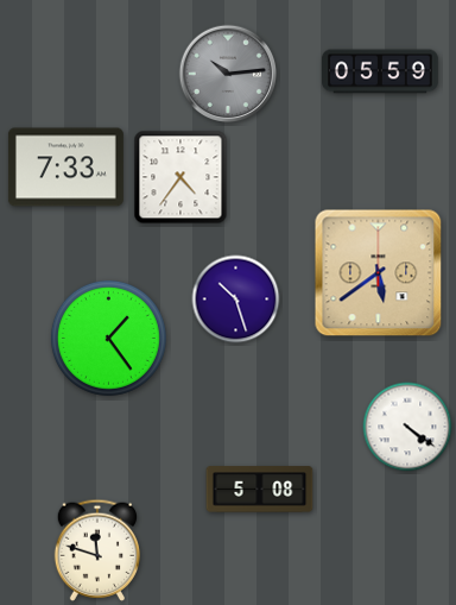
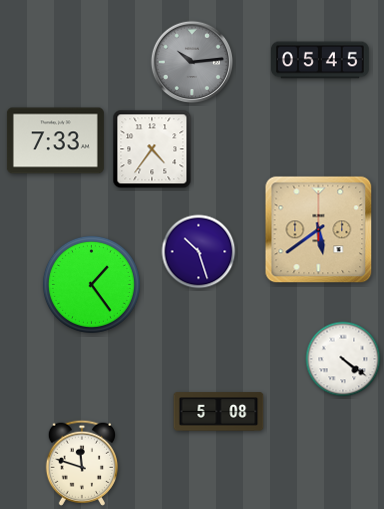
clock at (381, 71): 05:59 -> 05:45
